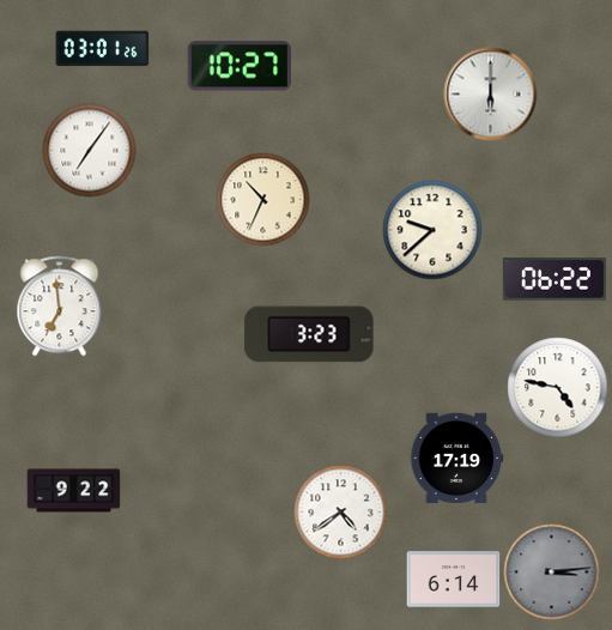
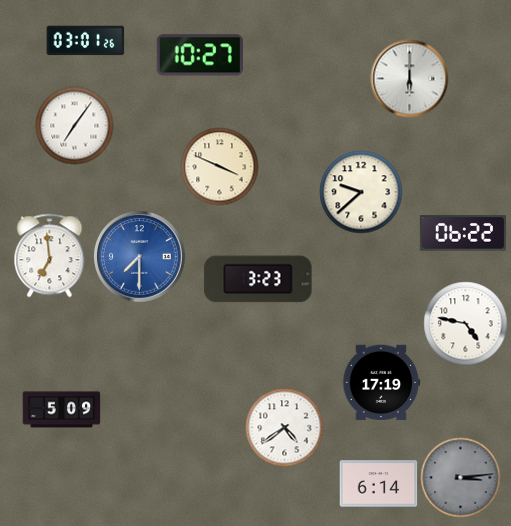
clock at (262, 199): 10:34 -> 3:49
clock at (139, 256): none -> 7:30
clock at (73, 491): 9:22 -> 5:09
